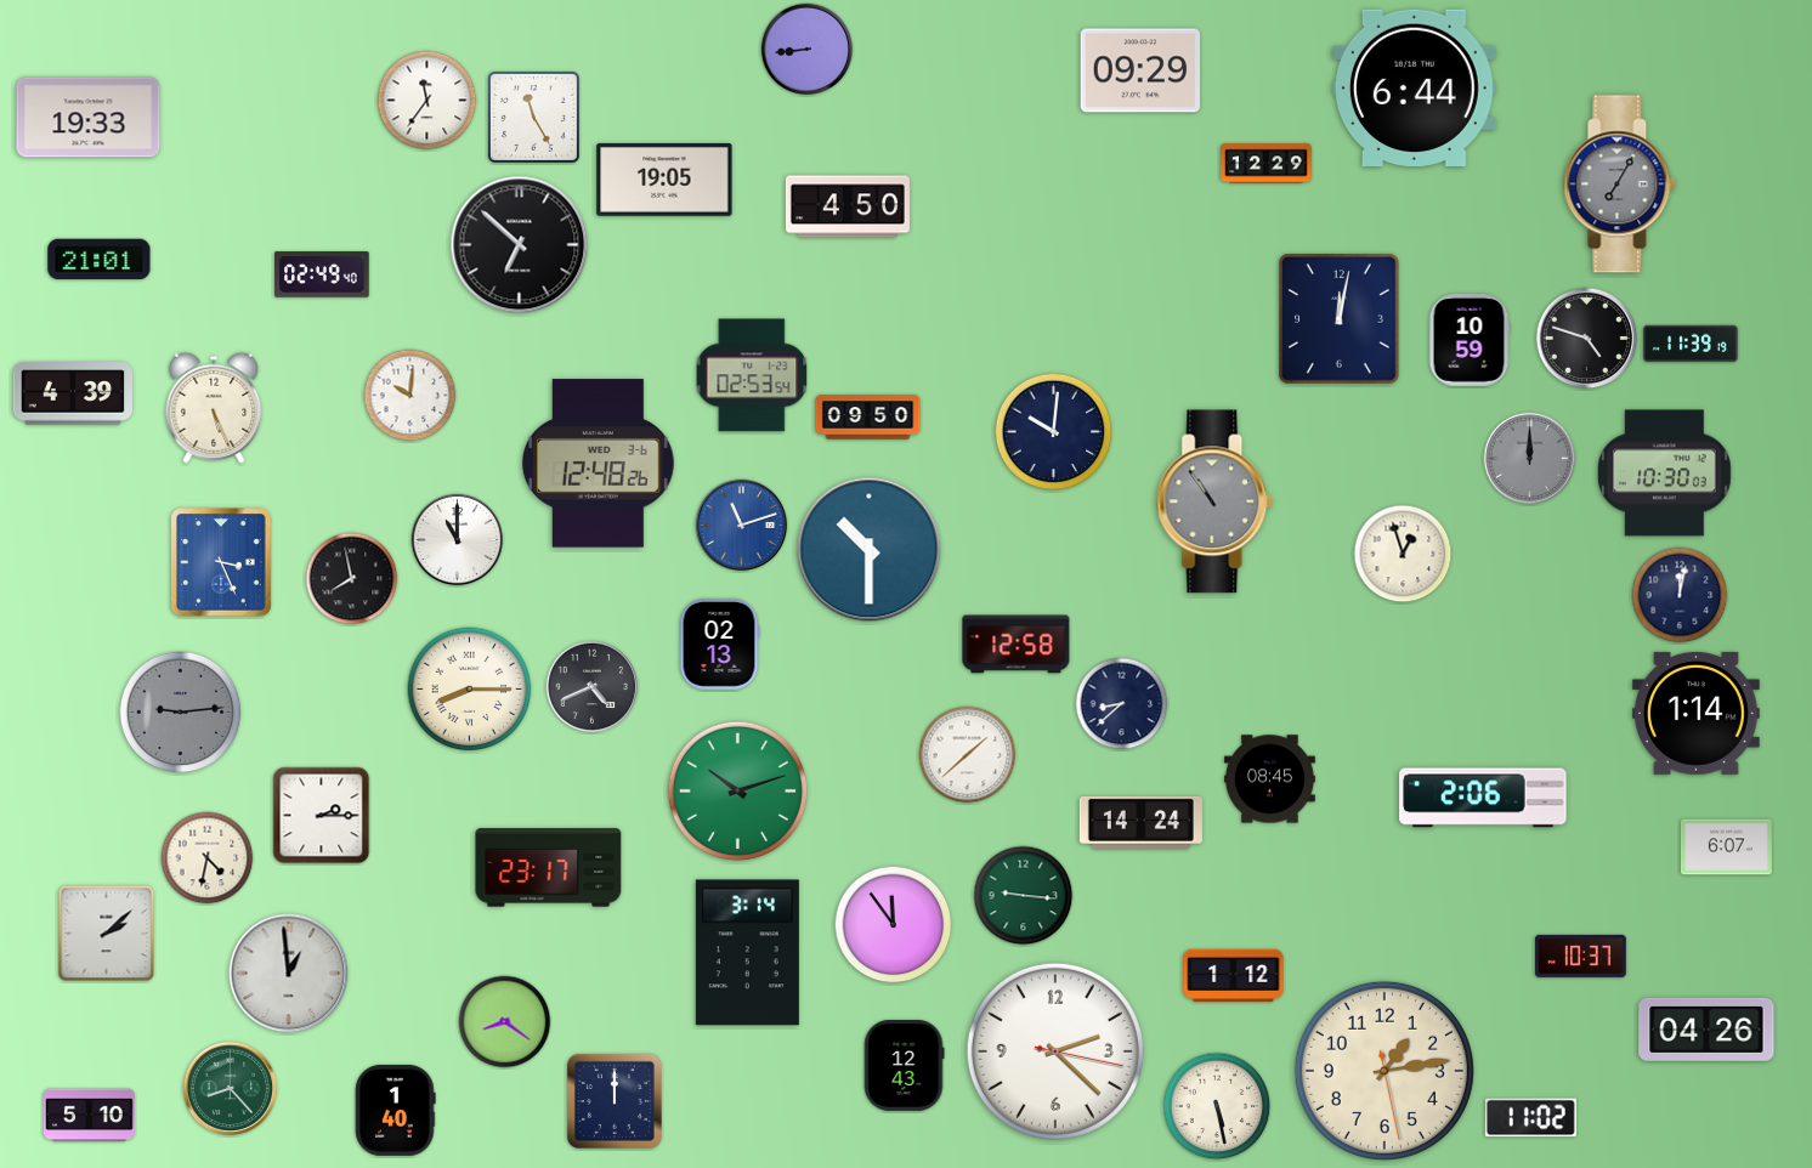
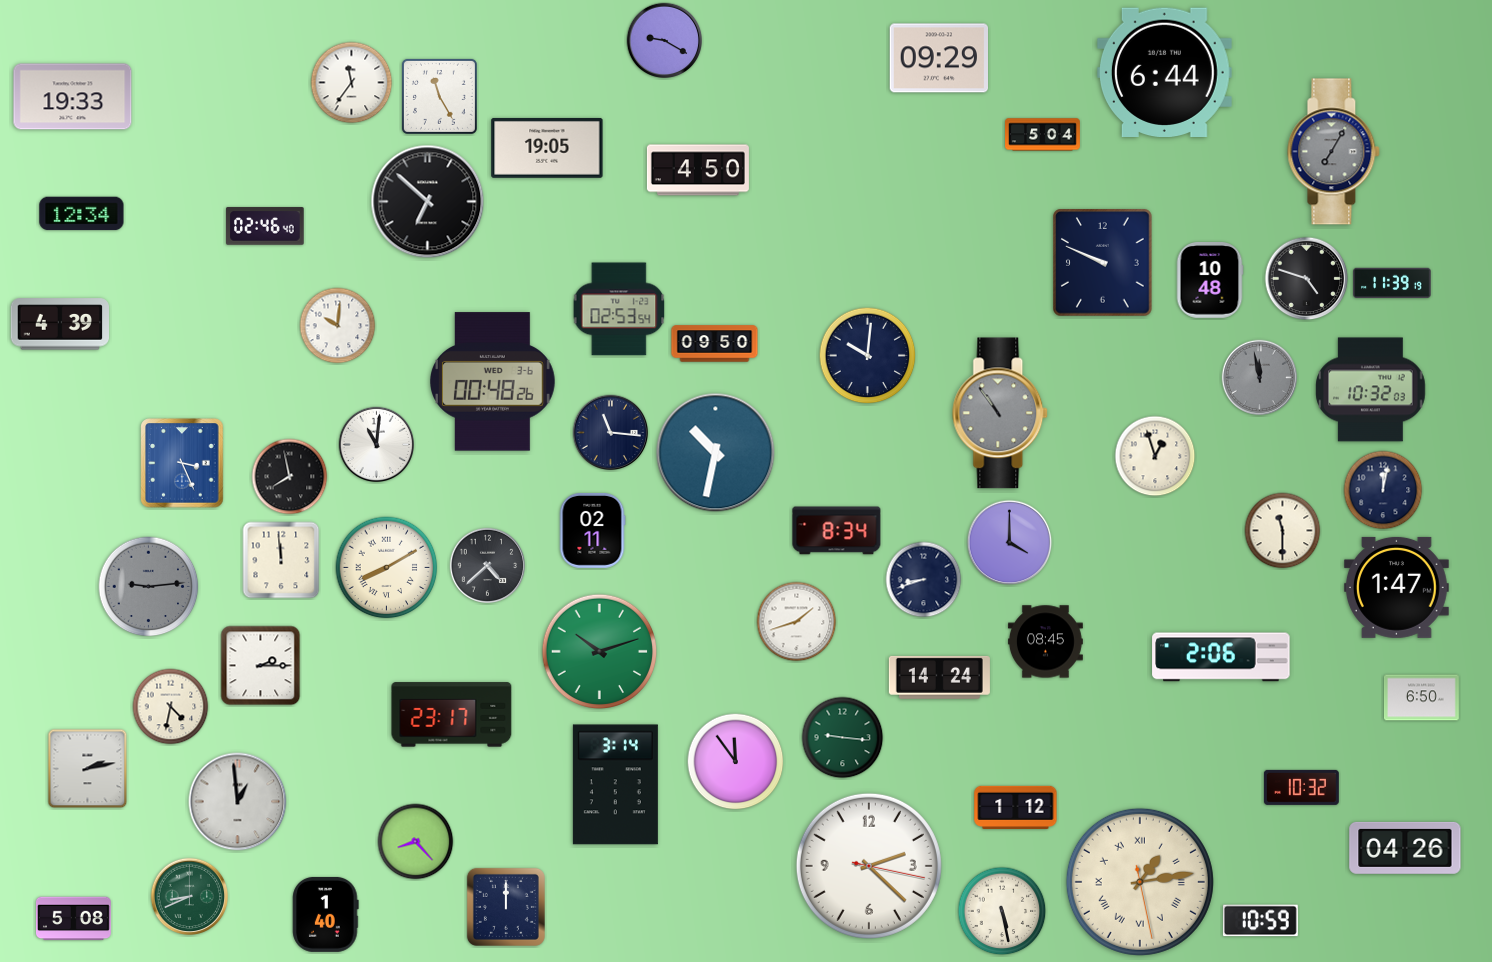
clock at (808, 50): 8:44 -> 9:20
clock at (1267, 164): 12:29 -> 5:04
clock at (100, 260): 21:01 -> 12:34
clock at (322, 274): 02:49 -> 02:46
clock at (1340, 319): 12:02 -> 9:49
clock at (1470, 341): 10:59 -> 10:48
clock at (214, 408): 5:26 -> none
clock at (1530, 459): 12:00 -> 11:58
clock at (599, 464): 12:48 -> 00:48
clock at (1665, 474): 10:30 -> 10:32
clock at (742, 526): 11:12 -> 11:16
clock at (742, 526) dial: blue -> navy
clock at (458, 540): 11:00 -> 11:01
clock at (870, 550): 10:30 -> 10:32
clock at (719, 643): 02:13 -> 02:11
clock at (1017, 645): 12:58 -> 8:34
clock at (1283, 531): none -> 11:30
clock at (1010, 543): none -> 4:00
clock at (281, 560): none -> 11:59
clock at (593, 687): 4:41 -> 4:38
clock at (470, 690): 8:15 -> 8:10
clock at (1122, 704): 8:38 -> 8:42
clock at (1695, 713): 1:14 -> 1:47
clock at (968, 755): 1:38 -> 1:42
clock at (738, 792) position: (738, 792) -> (600, 652)
clock at (322, 816) position: (322, 816) -> (261, 666)
clock at (1726, 847): 6:07 -> 6:50
clock at (107, 934): 2:08 -> 2:13
clock at (1580, 956): 10:37 -> 10:32
clock at (1234, 975) position: (1234, 975) -> (1016, 807)
clock at (505, 1022): 8:21 -> 8:23
clock at (904, 1065): 12:43 -> none
clock at (1385, 1071) numerals: Arabic -> Roman
clock at (231, 1089): 8:23 -> 8:41
clock at (89, 1116): 5:10 -> 5:08
clock at (1530, 1118): 11:02 -> 10:59
